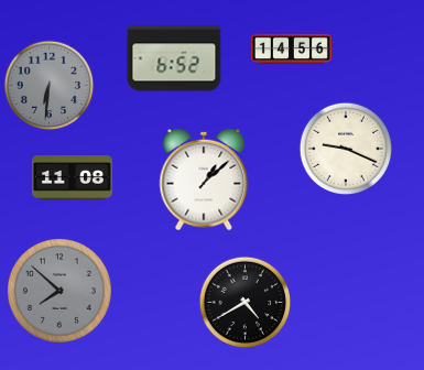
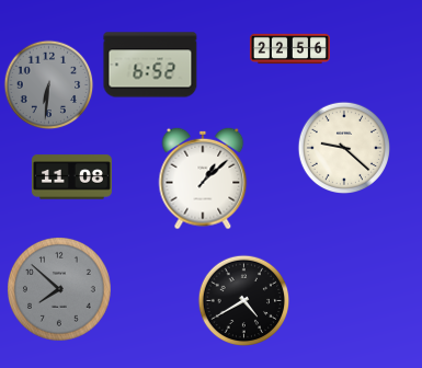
clock at (291, 50): 14:56 -> 22:56
clock at (174, 58) position: (174, 58) -> (150, 65)
clock at (345, 148): 9:19 -> 9:22
